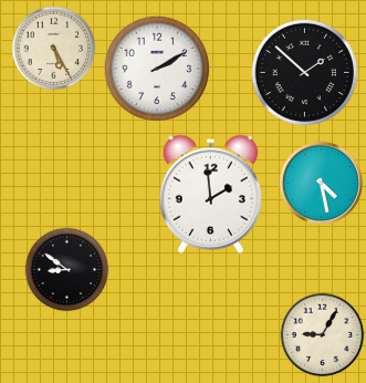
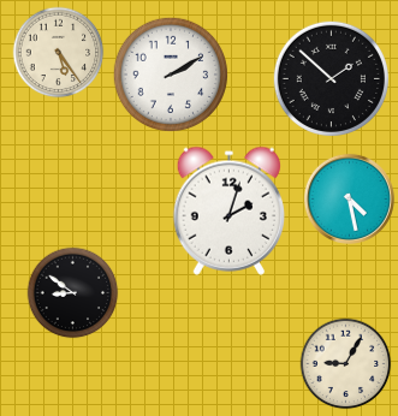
clock at (54, 49): 5:25 -> 5:24
clock at (210, 194): 1:59 -> 2:03
clock at (323, 335) position: (323, 335) -> (346, 364)
